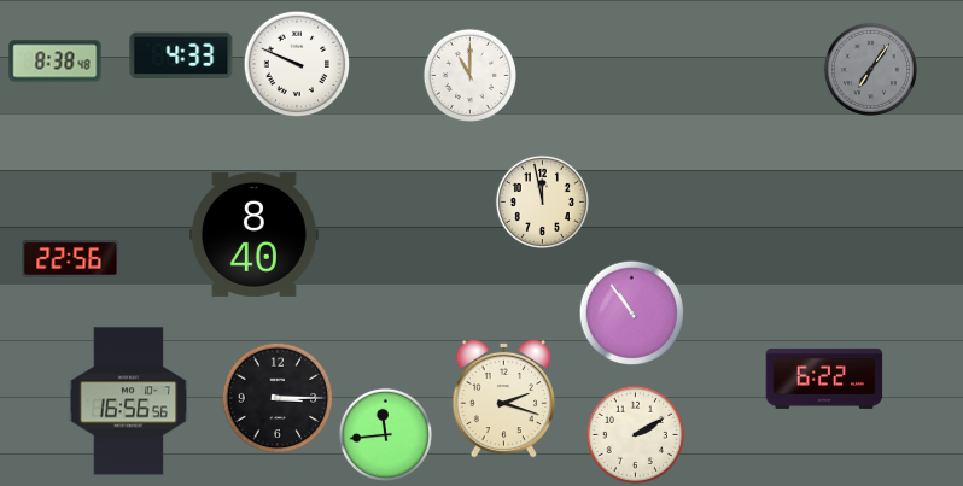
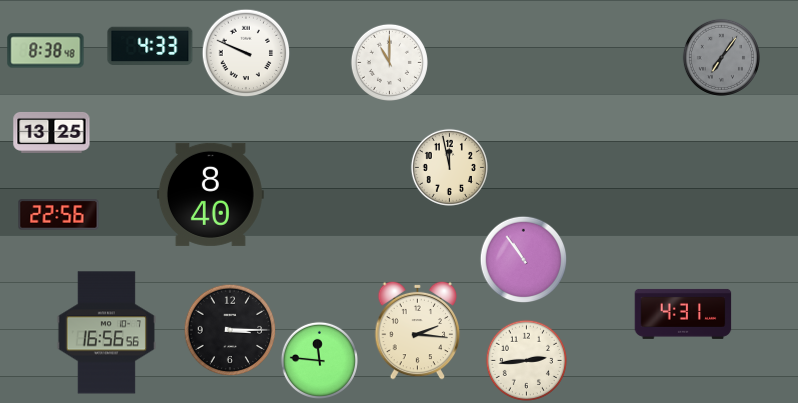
clock at (52, 132): none -> 13:25
clock at (824, 379): 6:22 -> 4:31
clock at (504, 398): 2:18 -> 2:16
clock at (385, 434): 11:44 -> 11:46
clock at (635, 434): 2:10 -> 2:44
